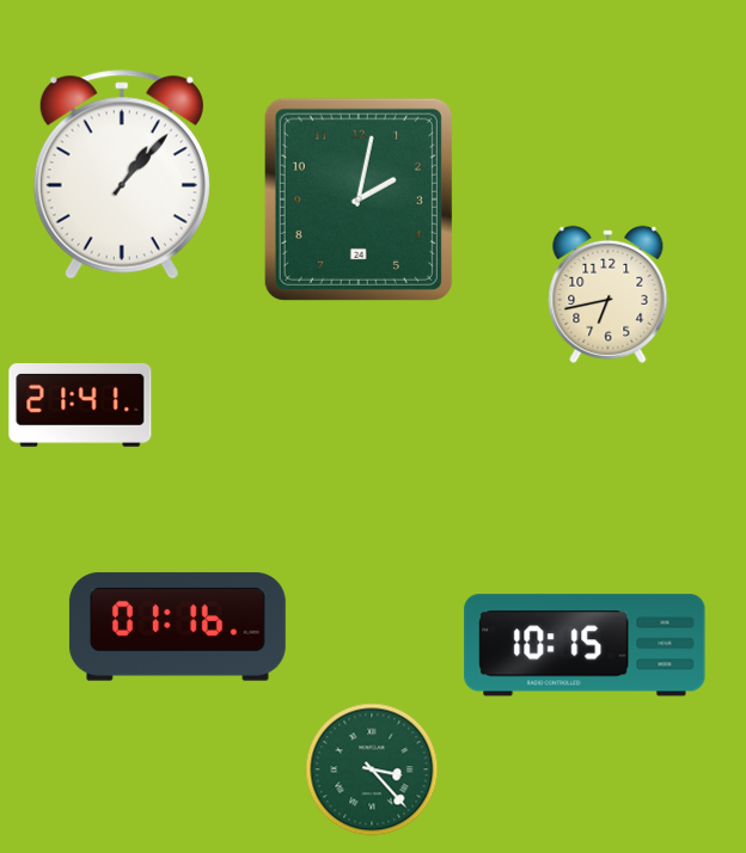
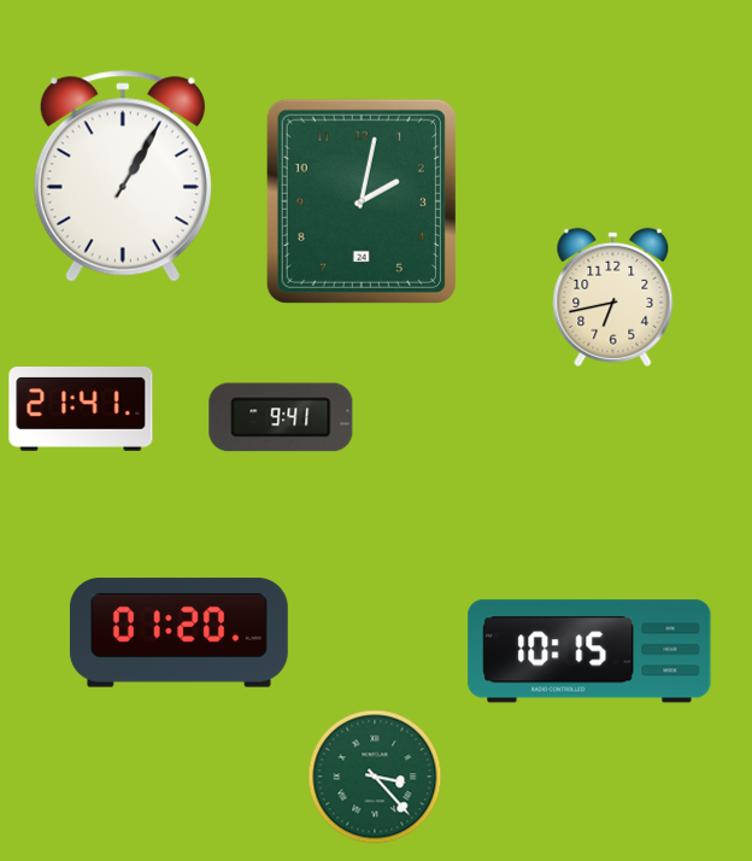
clock at (122, 174): 1:07 -> 1:05
clock at (281, 417): none -> 9:41
clock at (177, 627): 01:16 -> 01:20
